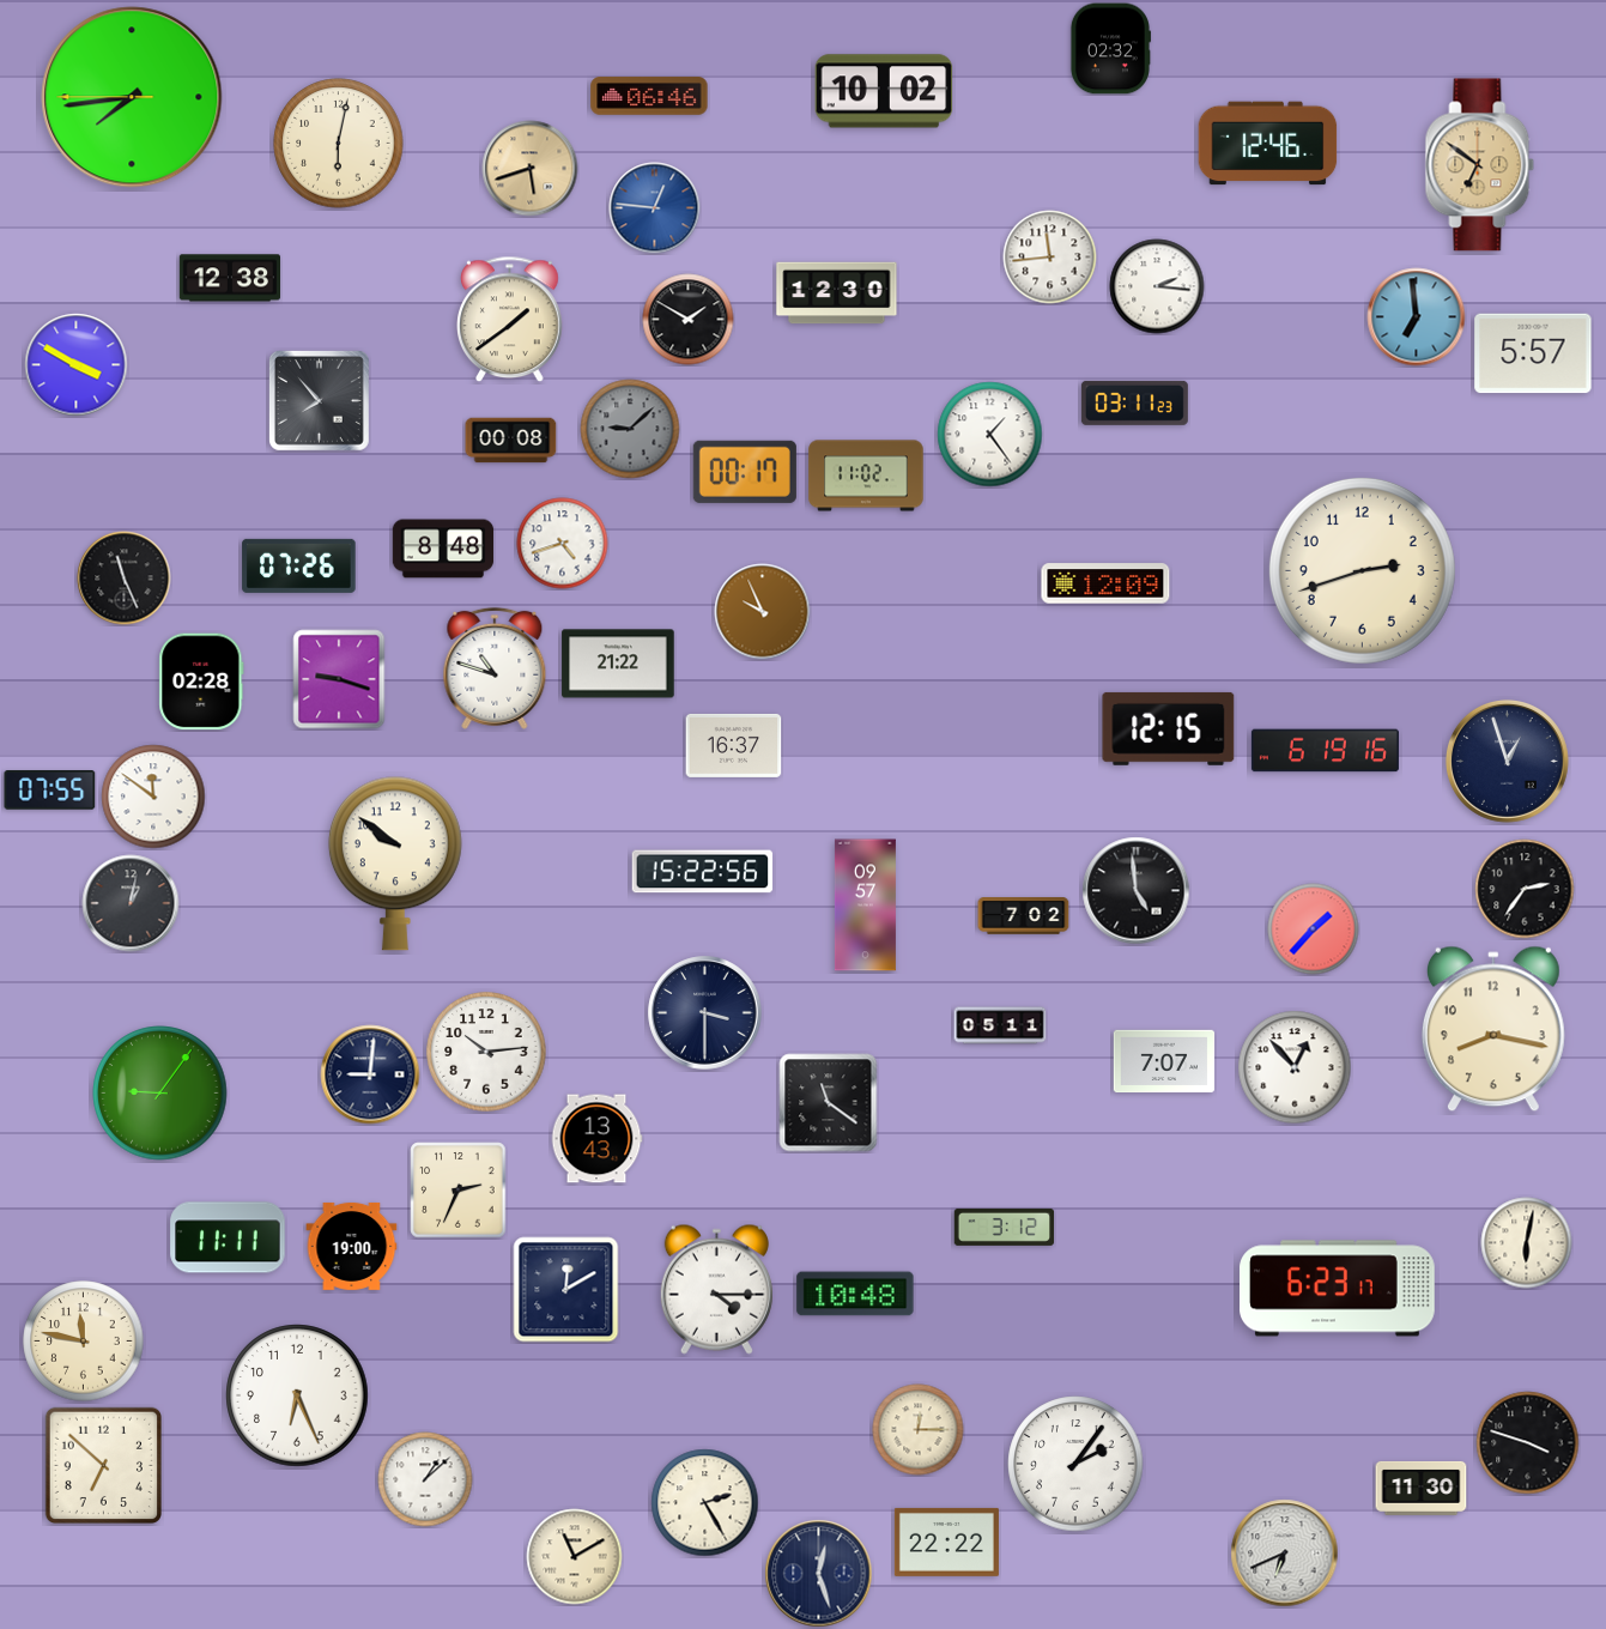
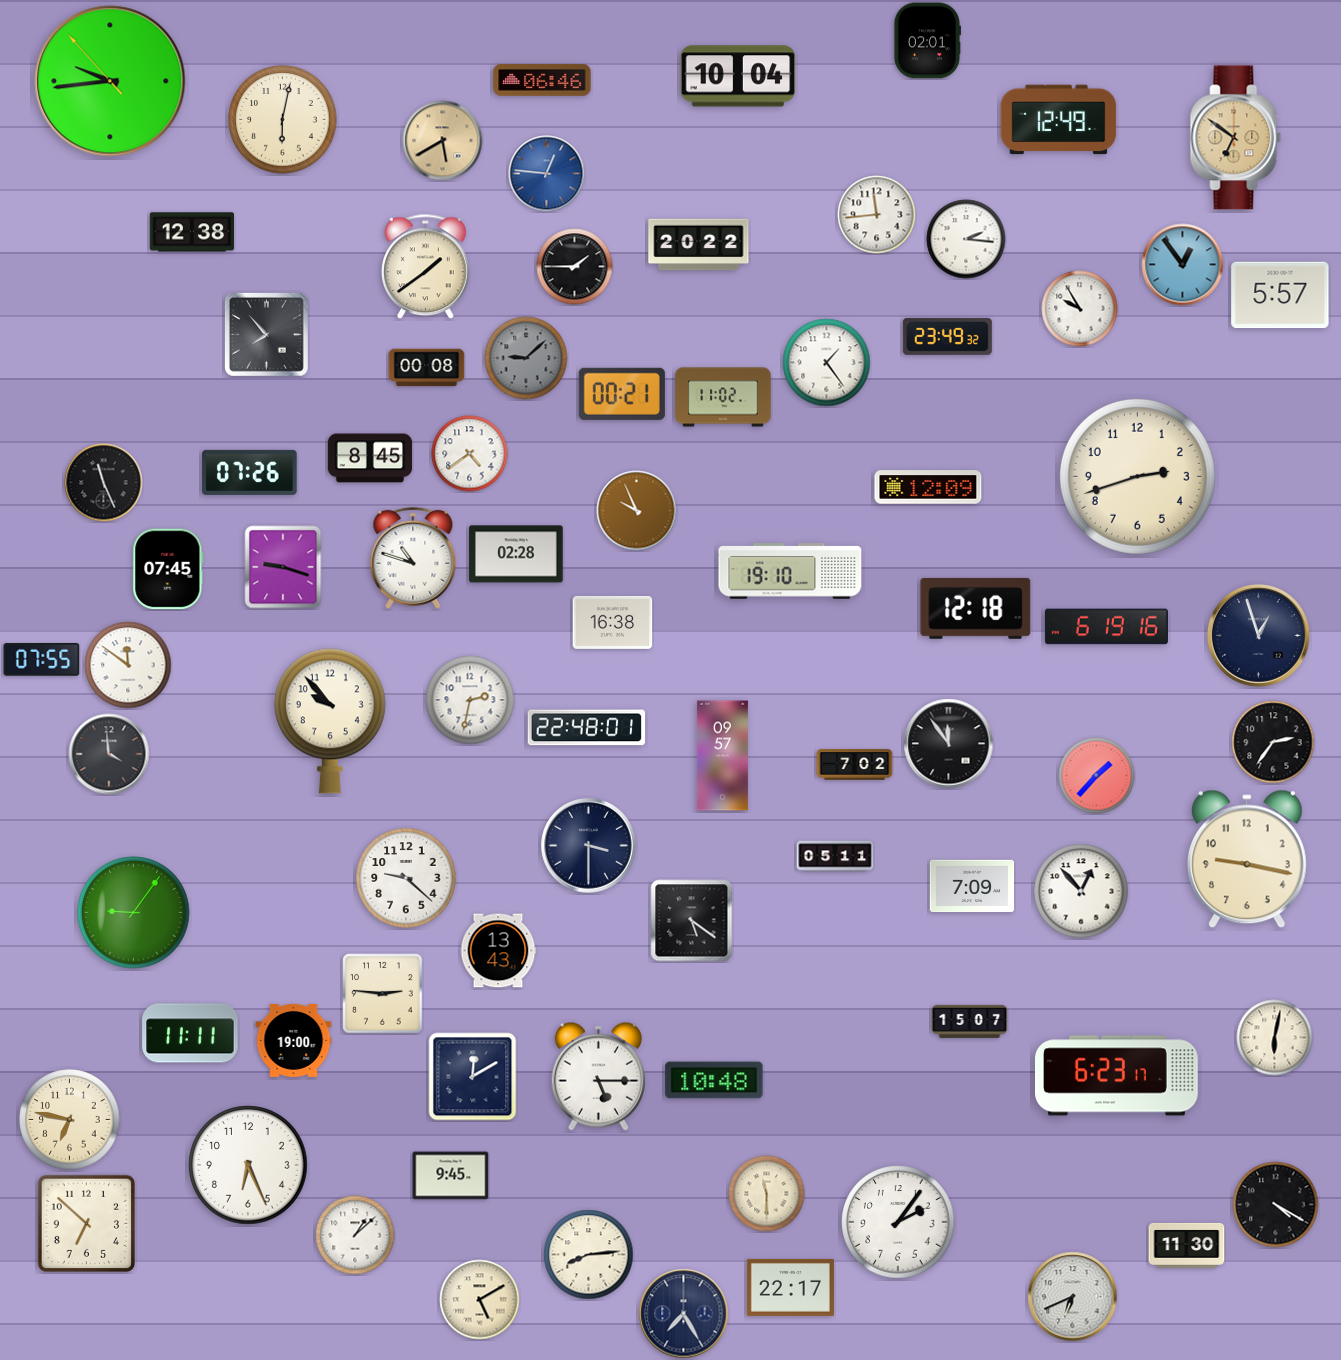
clock at (1110, 49): 02:32 -> 02:01
clock at (884, 91): 10:02 -> 10:04
clock at (132, 97): 7:43 -> 9:43
clock at (1268, 144): 12:46 -> 12:49
clock at (531, 169): 5:42 -> 5:40
clock at (837, 293): 12:30 -> 20:22
clock at (1417, 317): 6:59 -> 12:54
clock at (689, 320): 1:50 -> 1:45
clock at (77, 365): 3:50 -> none
clock at (1080, 309): none -> 9:55
clock at (1134, 402): 03:11 -> 23:49
clock at (745, 472): 00:17 -> 00:21
clock at (563, 544): 4:42 -> 4:39
clock at (443, 549): 8:48 -> 8:45
clock at (1105, 583) position: (1105, 583) -> (928, 487)
clock at (618, 664): 21:22 -> 02:28
clock at (201, 682): 02:28 -> 07:45
clock at (790, 572): none -> 19:10
clock at (1169, 728): 12:15 -> 12:18
clock at (734, 745): 16:37 -> 16:38
clock at (470, 700): none -> 2:32
clock at (395, 864): 9:51 -> 9:53
clock at (703, 872): 15:22 -> 22:48
clock at (1137, 891): 4:59 -> 11:54
clock at (131, 903): 1:02 -> 3:59
clock at (1493, 1029): 8:17 -> 9:17
clock at (486, 1052): 10:14 -> 9:22
clock at (1164, 1061): 7:07 -> 7:09
clock at (370, 1074): 9:01 -> none
clock at (829, 1103): 11:21 -> 5:21
clock at (459, 1191): 2:34 -> 2:46
clock at (970, 1021): none -> 15:07
clock at (1005, 1227): 3:12 -> none
clock at (716, 1289): 4:15 -> 5:15
clock at (84, 1342): 11:47 -> 6:47
clock at (451, 1176): none -> 9:45
clock at (919, 1430): 12:15 -> 11:30
clock at (1528, 1443): 3:48 -> 4:20
clock at (1422, 1488) position: (1422, 1488) -> (1187, 1245)
clock at (705, 1503): 2:25 -> 8:14
clock at (946, 1542): 22:22 -> 22:17
clock at (575, 1557): 11:10 -> 5:10
clock at (819, 1574): 12:27 -> 7:25
